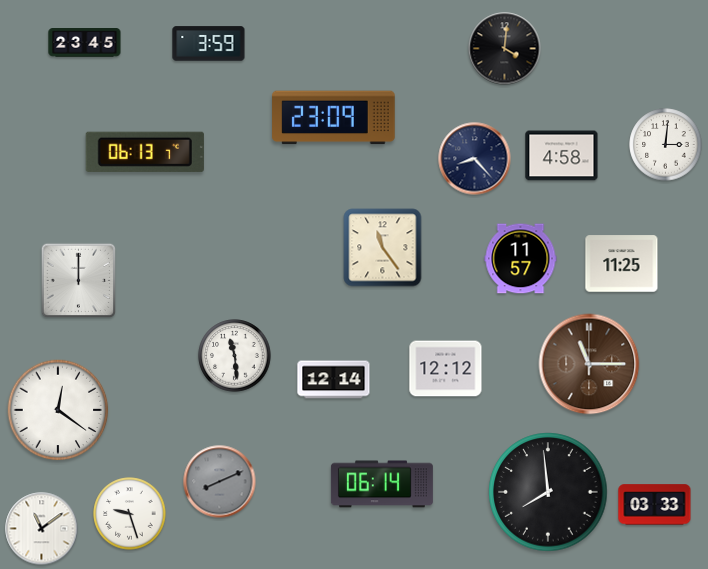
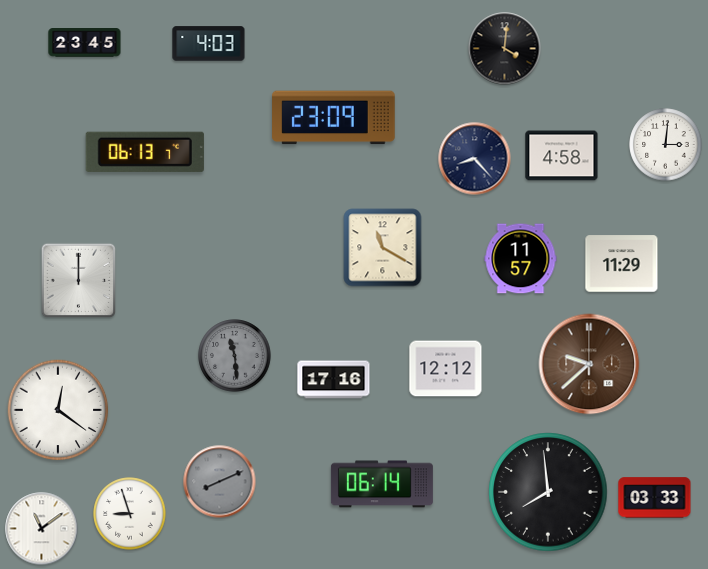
clock at (209, 44): 3:59 -> 4:03
clock at (383, 248): 11:24 -> 11:20
clock at (622, 264): 11:25 -> 11:29
clock at (235, 356) dial: white -> grey
clock at (589, 364): 11:15 -> 9:38
clock at (334, 380): 12:14 -> 17:16
clock at (655, 505) position: (655, 505) -> (655, 498)
clock at (130, 514): 9:27 -> 8:57
